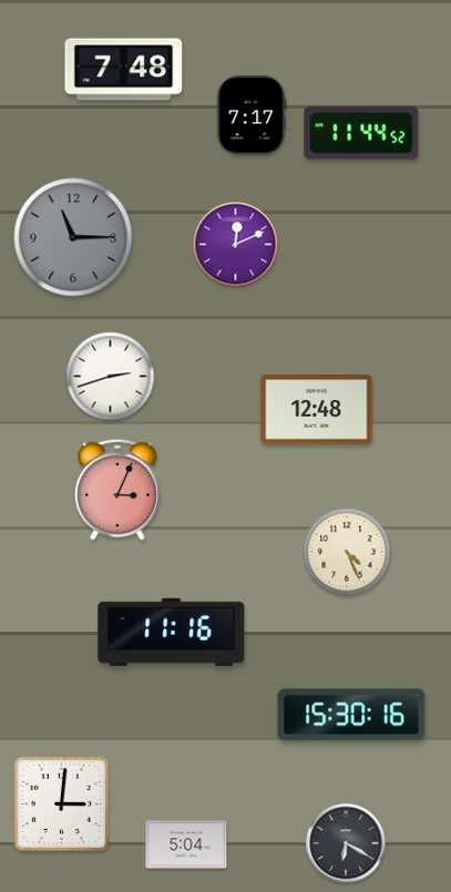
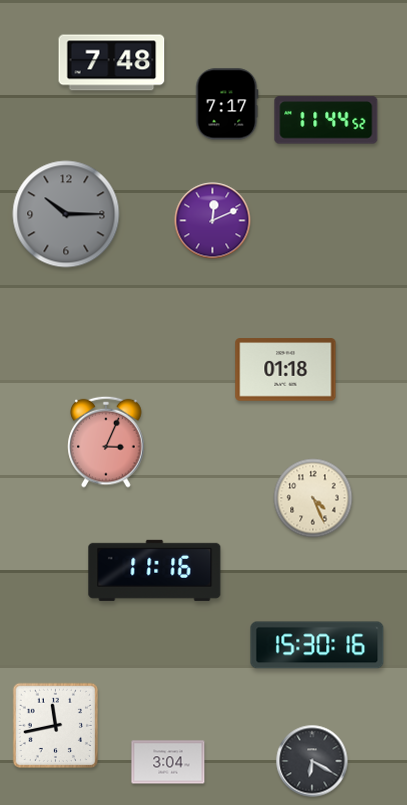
clock at (73, 237): 11:15 -> 10:15
clock at (111, 377): 2:42 -> none
clock at (317, 410): 12:48 -> 01:18
clock at (61, 803): 3:01 -> 11:43
clock at (186, 844): 5:04 -> 3:04
